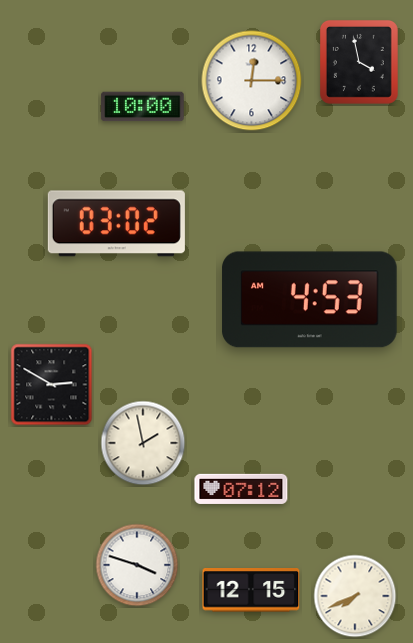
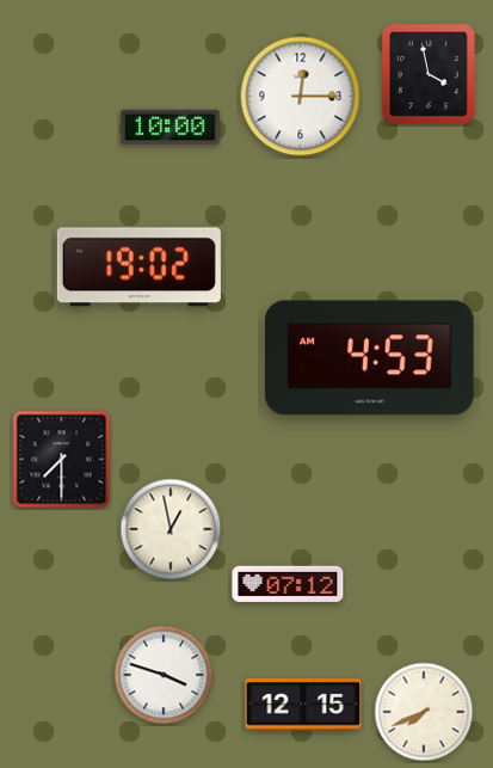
clock at (116, 224): 03:02 -> 19:02
clock at (52, 385): 2:50 -> 7:30
clock at (143, 443): 1:58 -> 12:58
clock at (251, 591) position: (251, 591) -> (303, 706)
